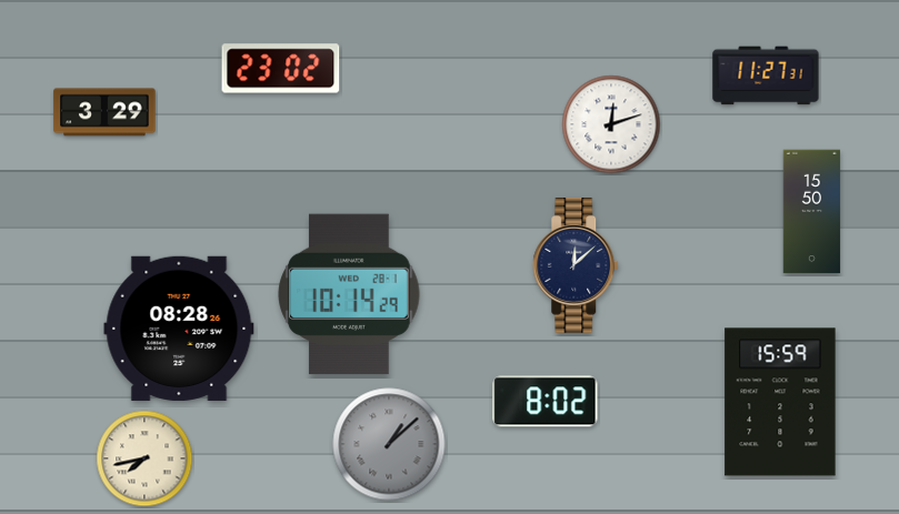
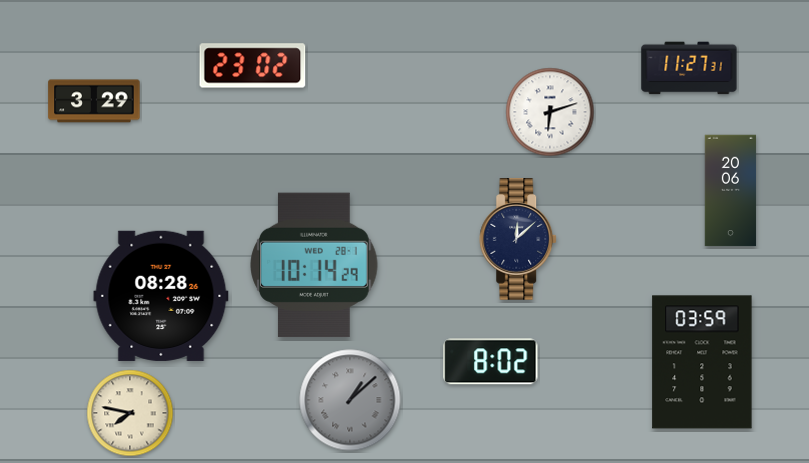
clock at (281, 69) position: (281, 69) -> (253, 66)
clock at (611, 124): 12:12 -> 6:12
clock at (812, 212): 15:50 -> 20:06
clock at (780, 402): 15:59 -> 03:59
clock at (144, 458): 7:43 -> 7:47
